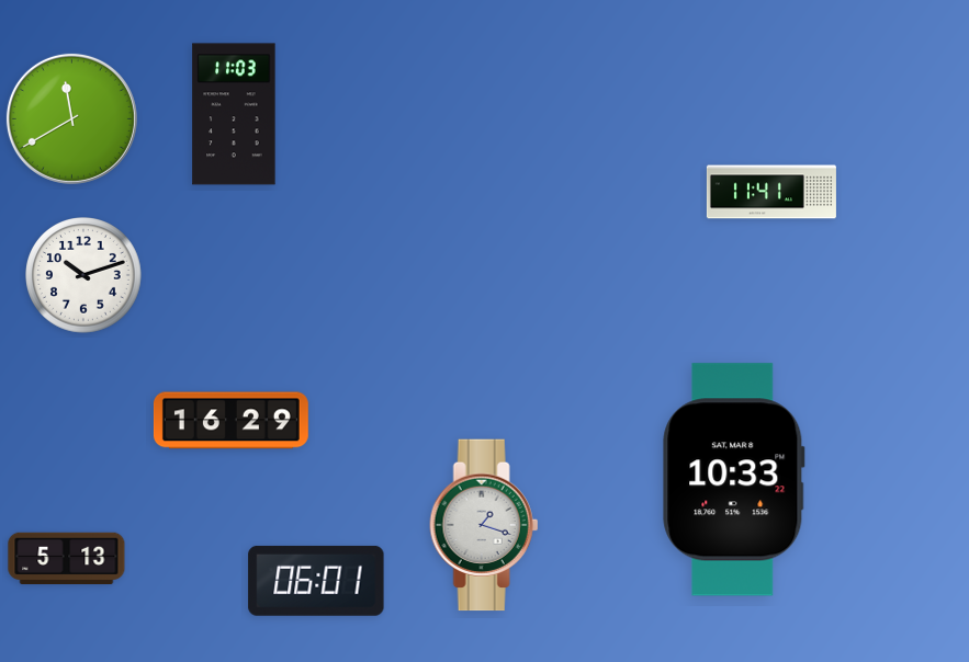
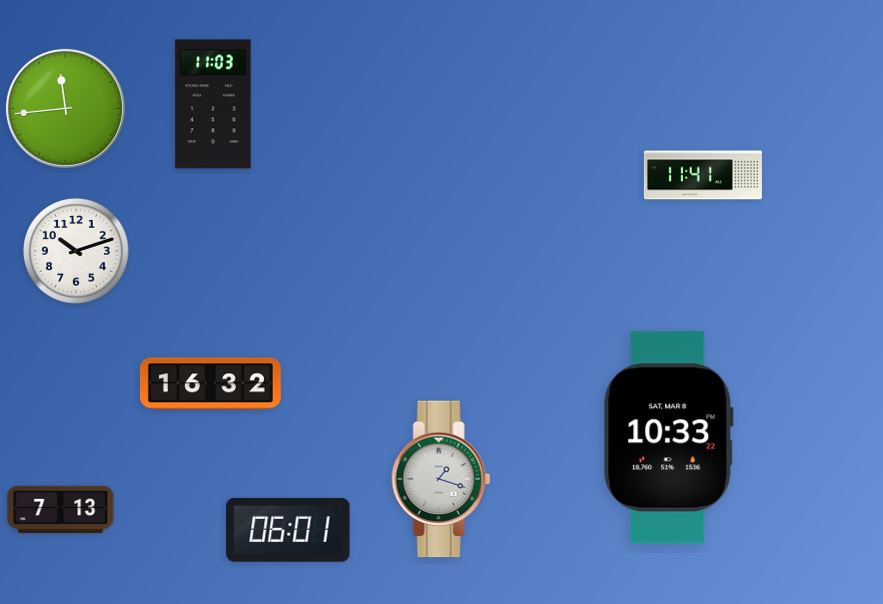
clock at (71, 118): 11:40 -> 11:44
clock at (230, 421): 16:29 -> 16:32
clock at (67, 559): 5:13 -> 7:13
